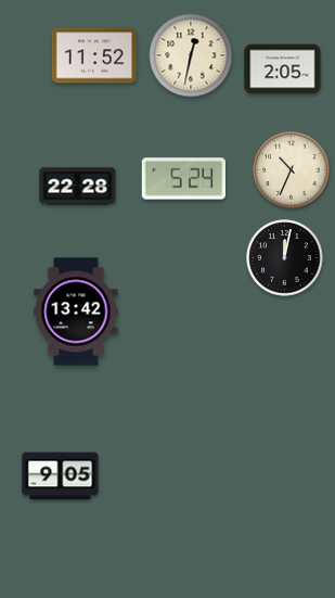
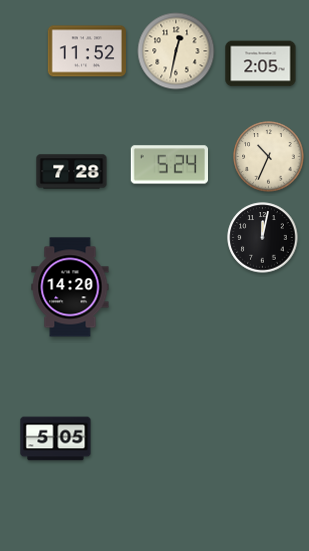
clock at (78, 187): 22:28 -> 7:28
clock at (76, 311): 13:42 -> 14:20
clock at (61, 476): 9:05 -> 5:05
